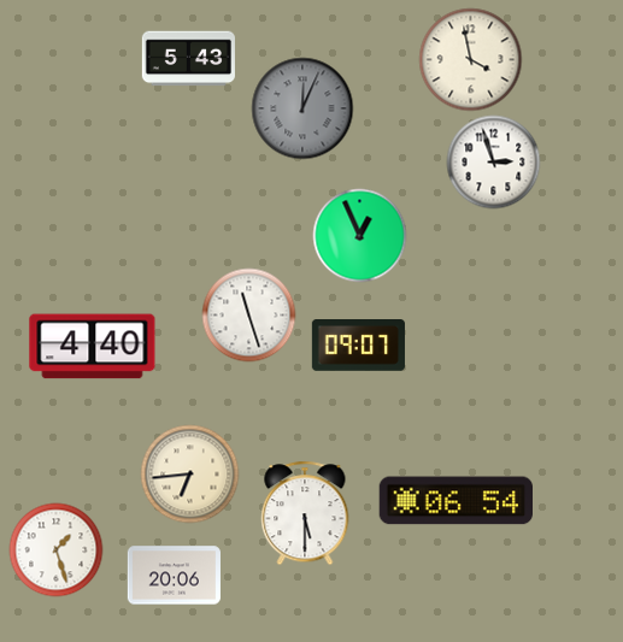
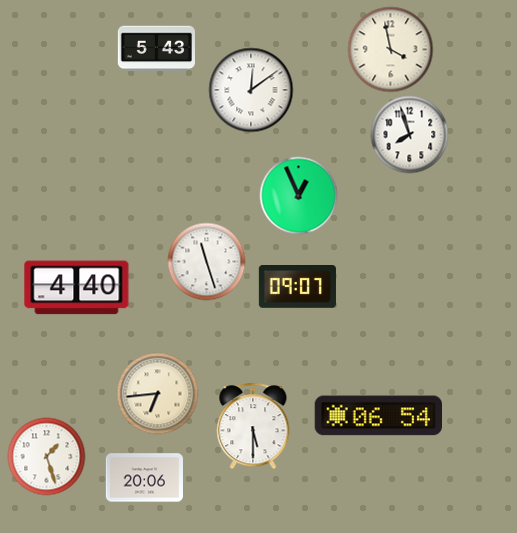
clock at (302, 108): 12:04 -> 12:09
clock at (302, 108) dial: grey -> white
clock at (493, 161): 2:57 -> 7:57
